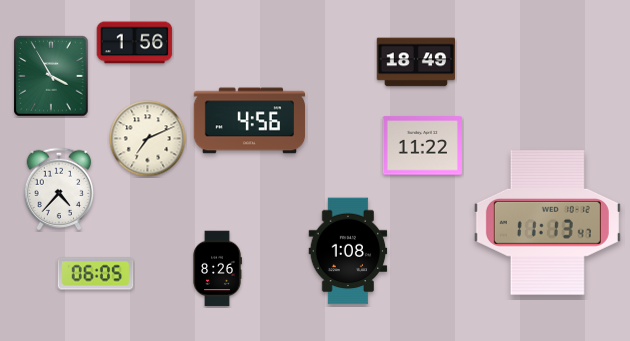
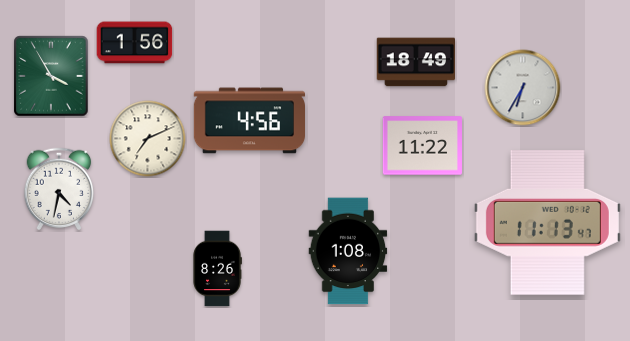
clock at (523, 88): none -> 6:35
clock at (59, 189): 4:37 -> 4:32
clock at (96, 274): 06:05 -> none
